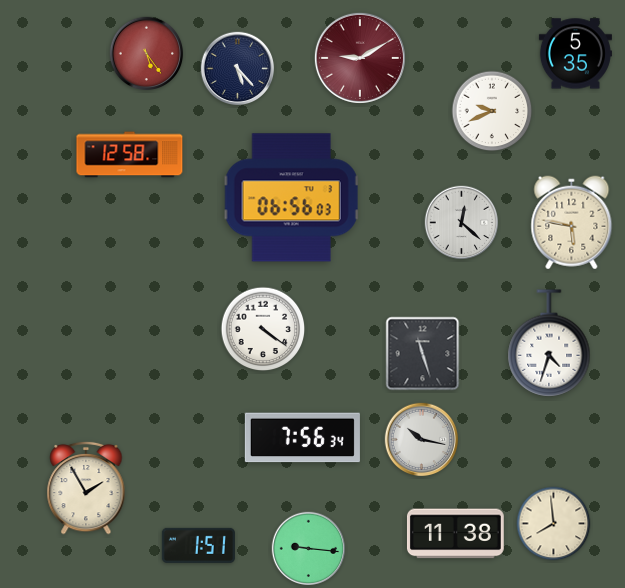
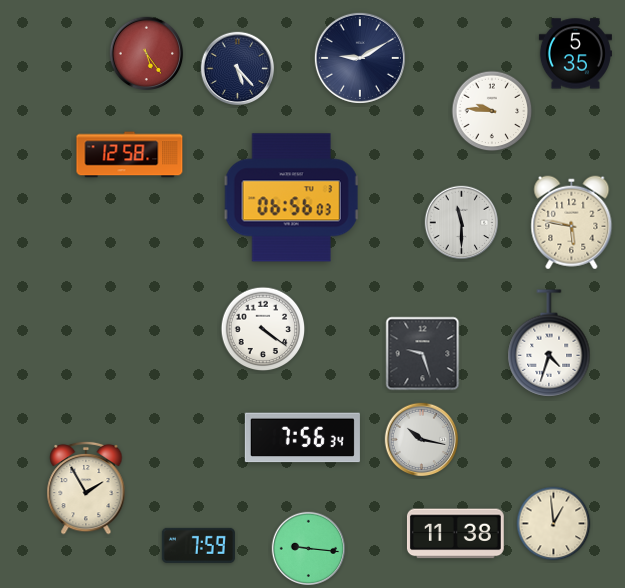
clock at (360, 58) dial: burgundy -> navy
clock at (492, 111): 9:41 -> 9:46
clock at (462, 223): 12:22 -> 11:30
clock at (423, 354): 11:27 -> 9:27
clock at (554, 524): 7:59 -> 12:59
clock at (198, 545): 1:51 -> 7:59
